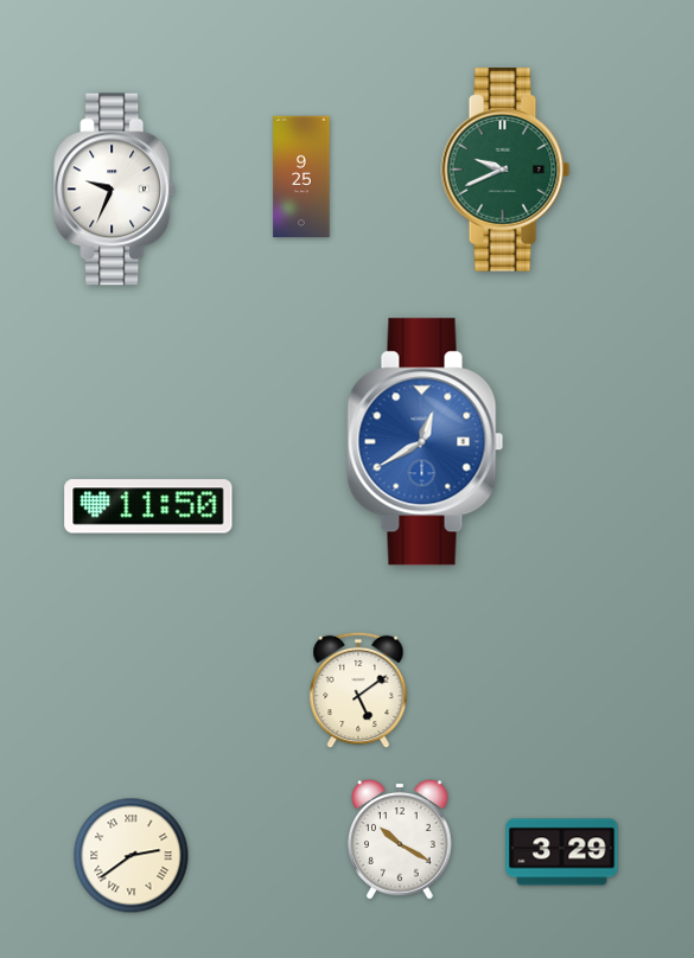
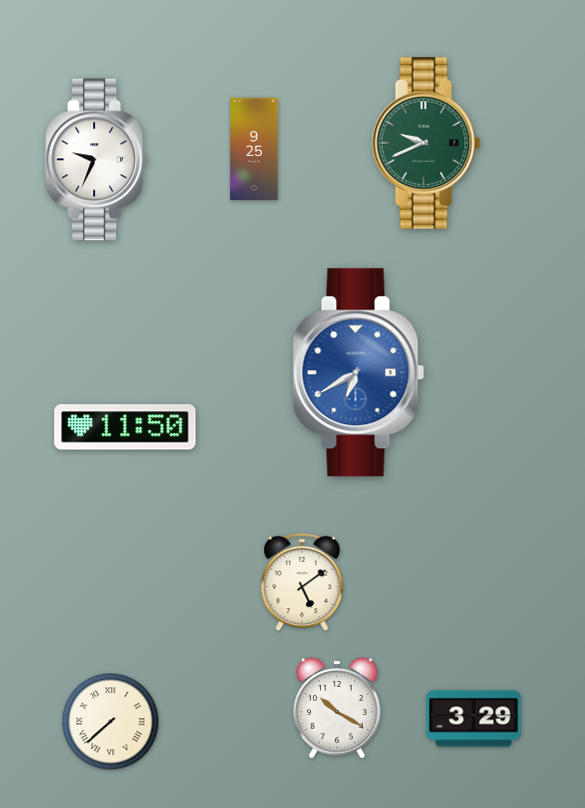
clock at (426, 442): 12:40 -> 6:40
clock at (132, 856): 2:39 -> 7:38
